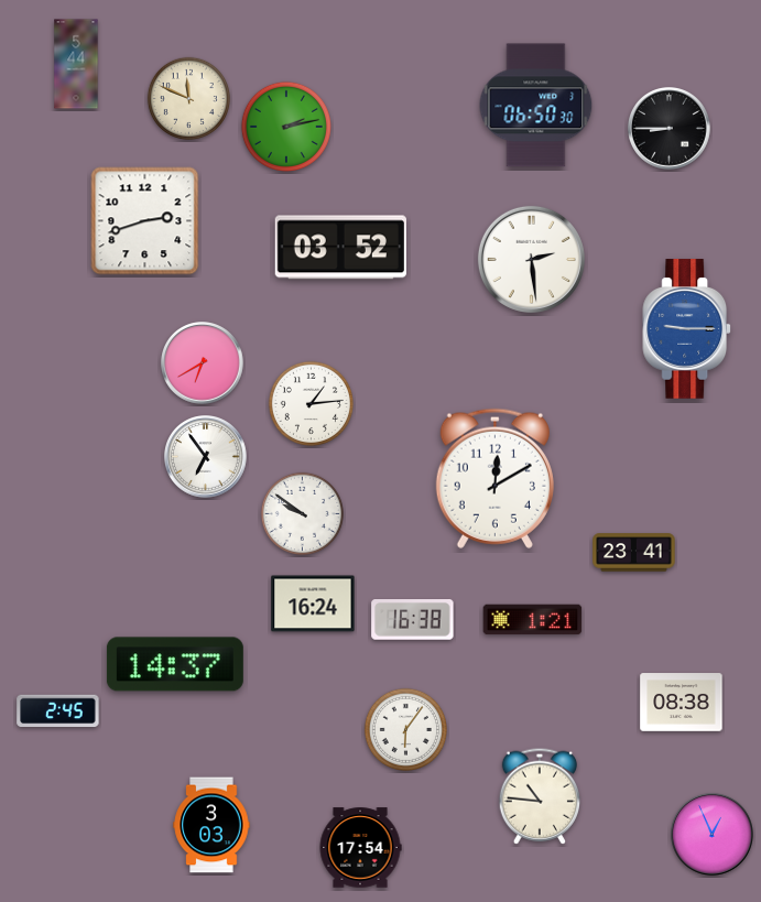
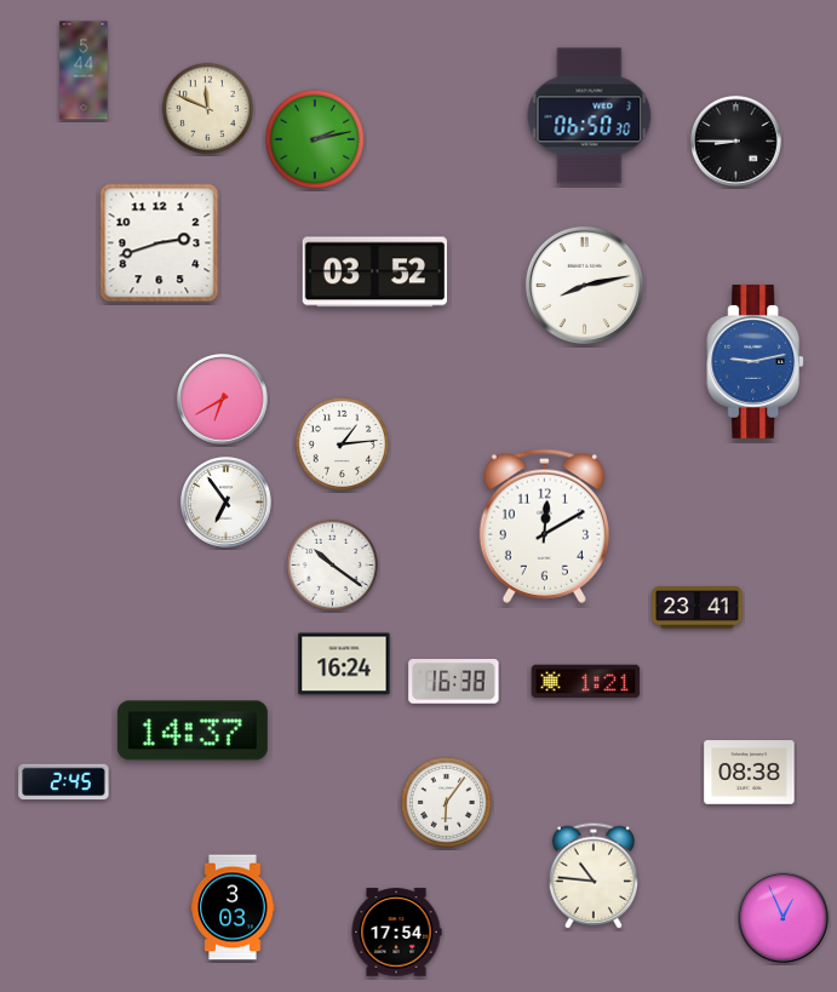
clock at (531, 259): 2:29 -> 8:13
clock at (687, 329): 9:15 -> 9:13
clock at (302, 513): 9:51 -> 10:21
